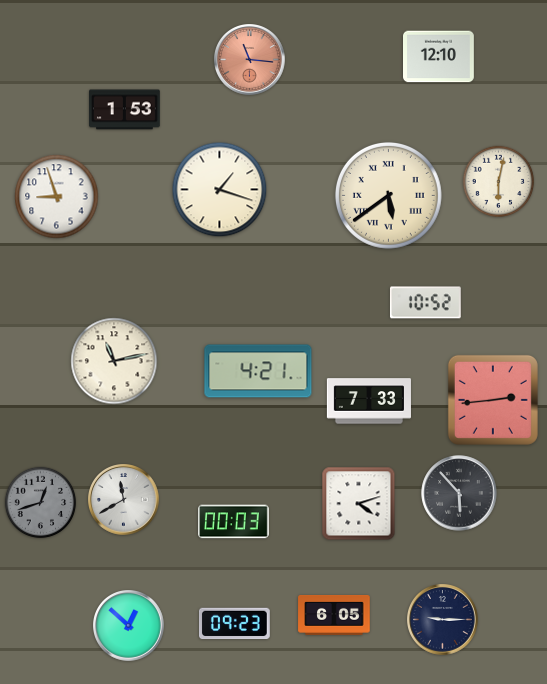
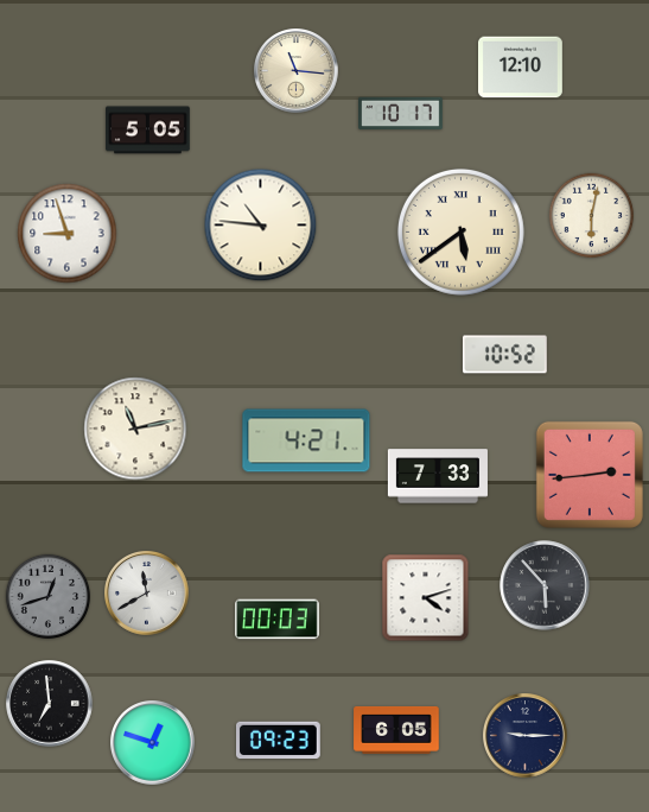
clock at (250, 60) dial: salmon -> cream
clock at (401, 114): none -> 10:17
clock at (125, 110): 1:53 -> 5:05
clock at (220, 190): 1:18 -> 10:46
clock at (425, 303) position: (425, 303) -> (504, 355)
clock at (493, 400) position: (493, 400) -> (590, 475)
clock at (50, 704): none -> 6:59
clock at (129, 626): 12:52 -> 12:48
